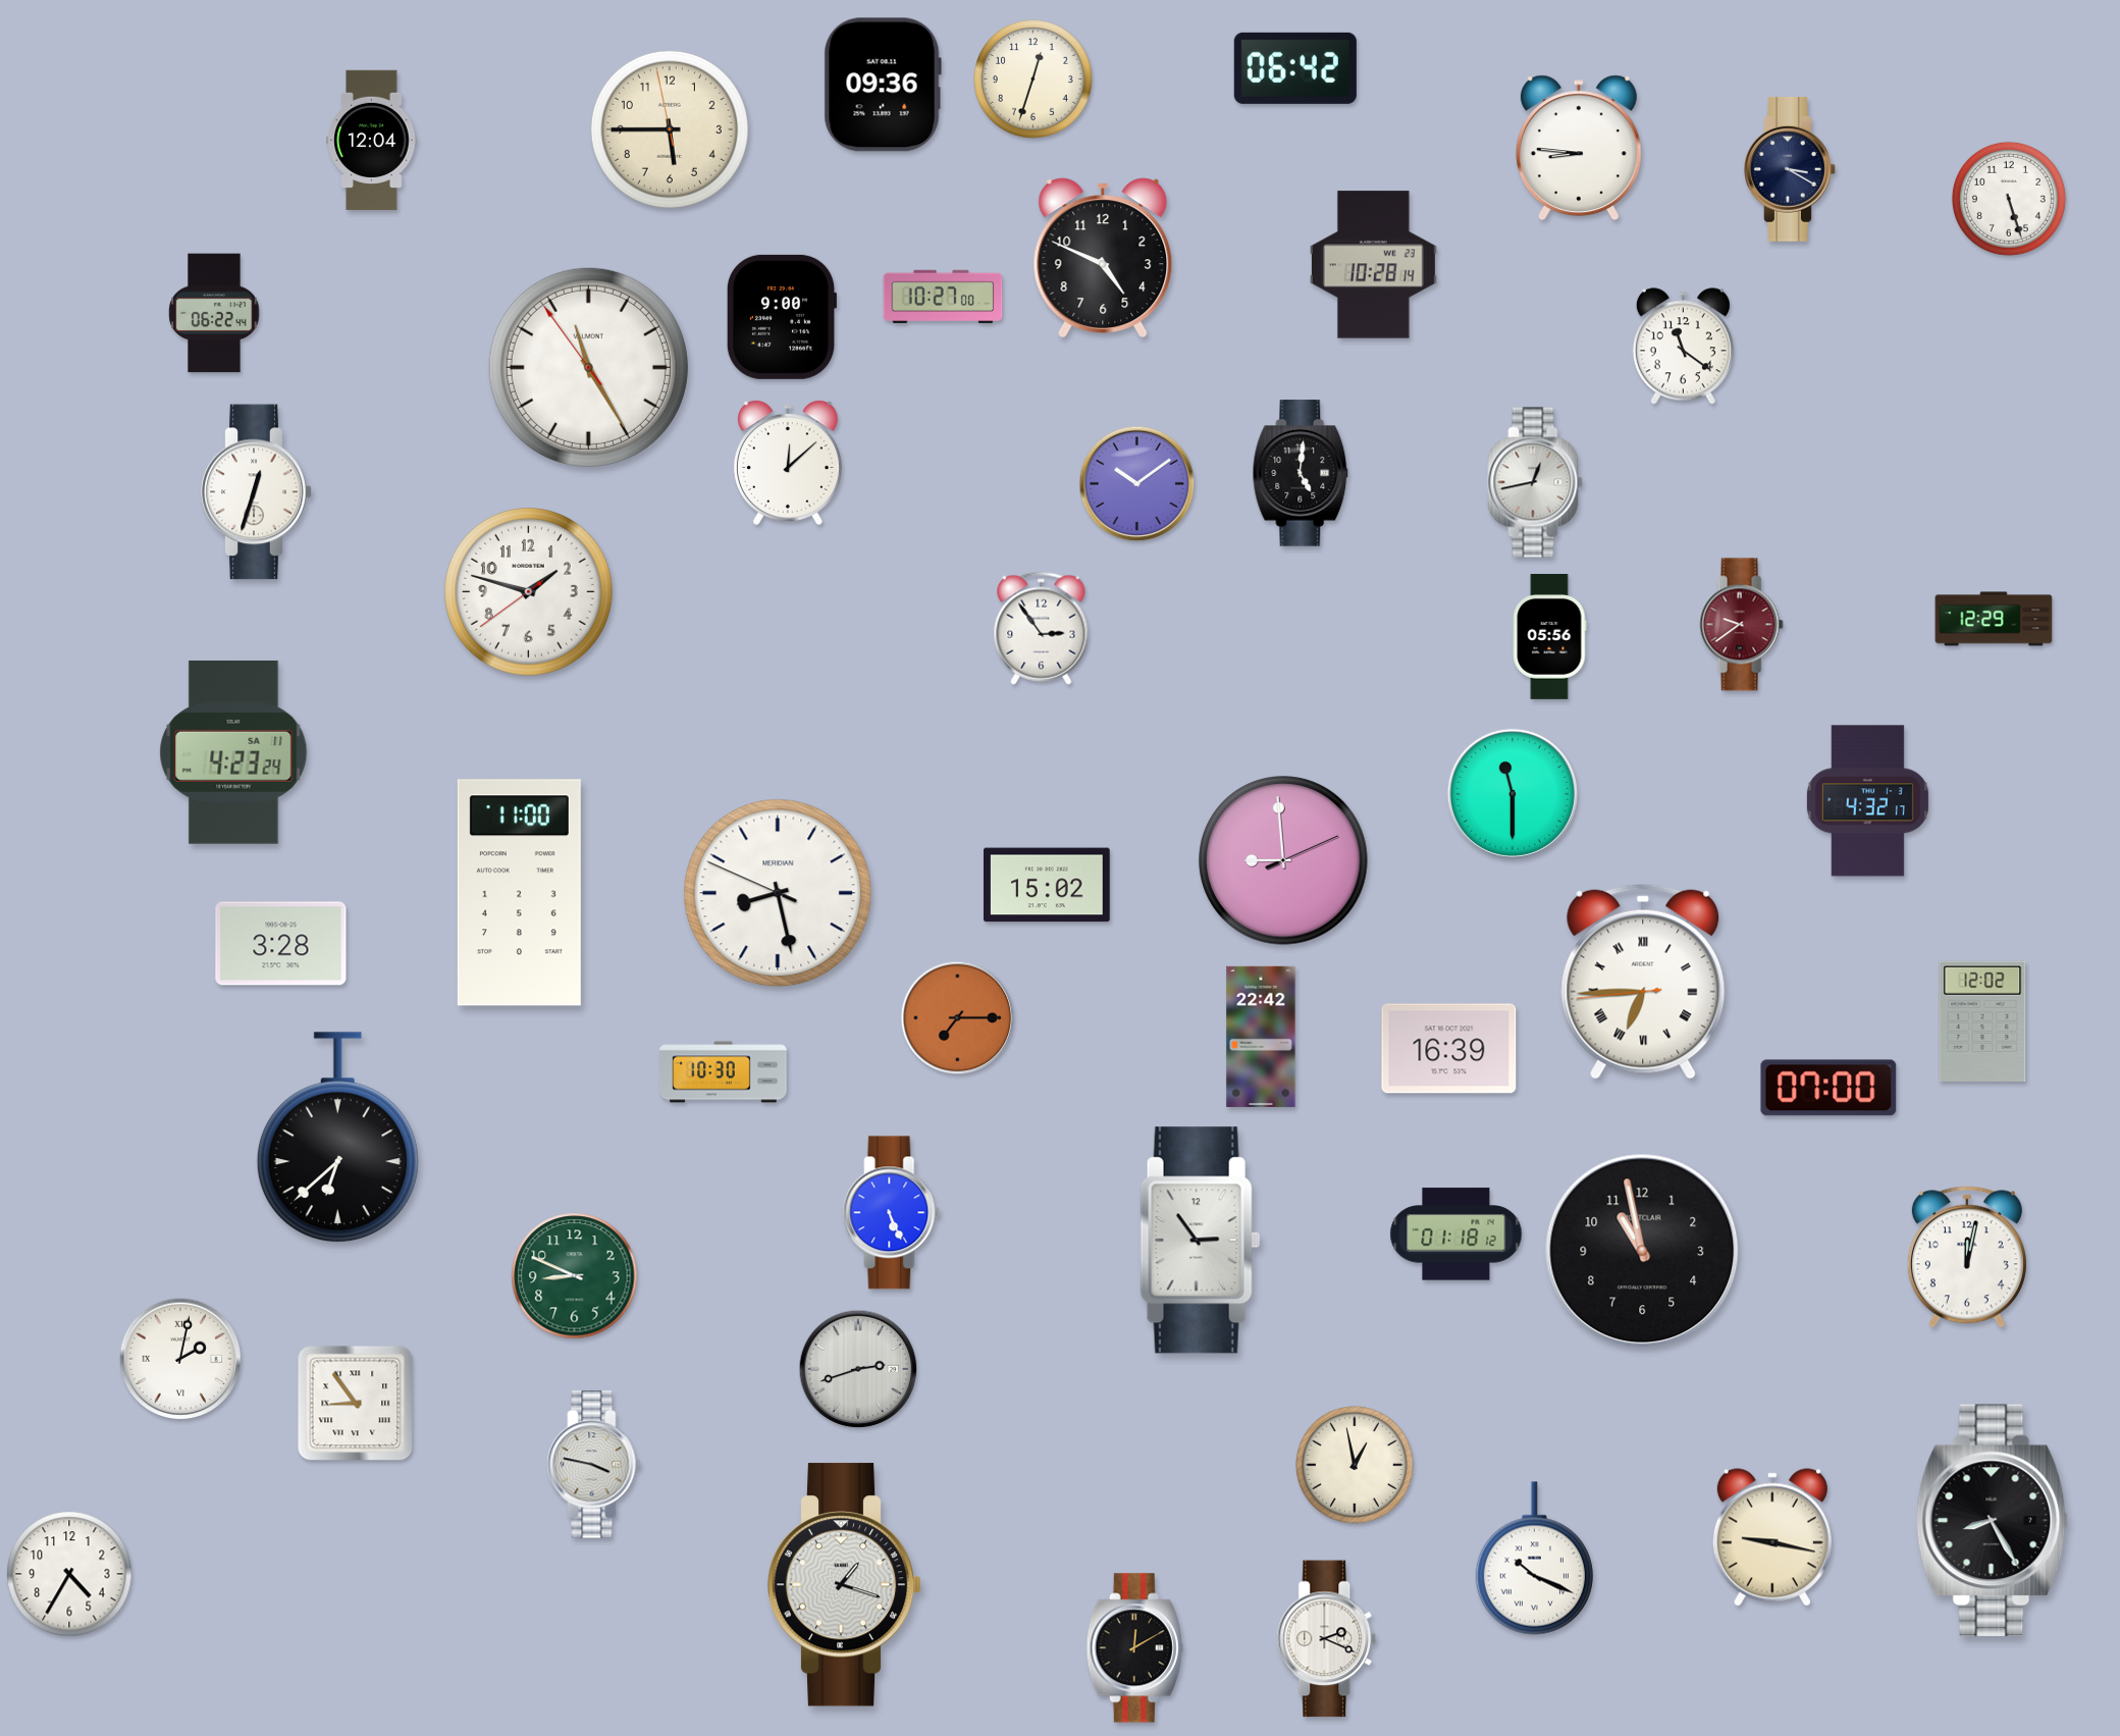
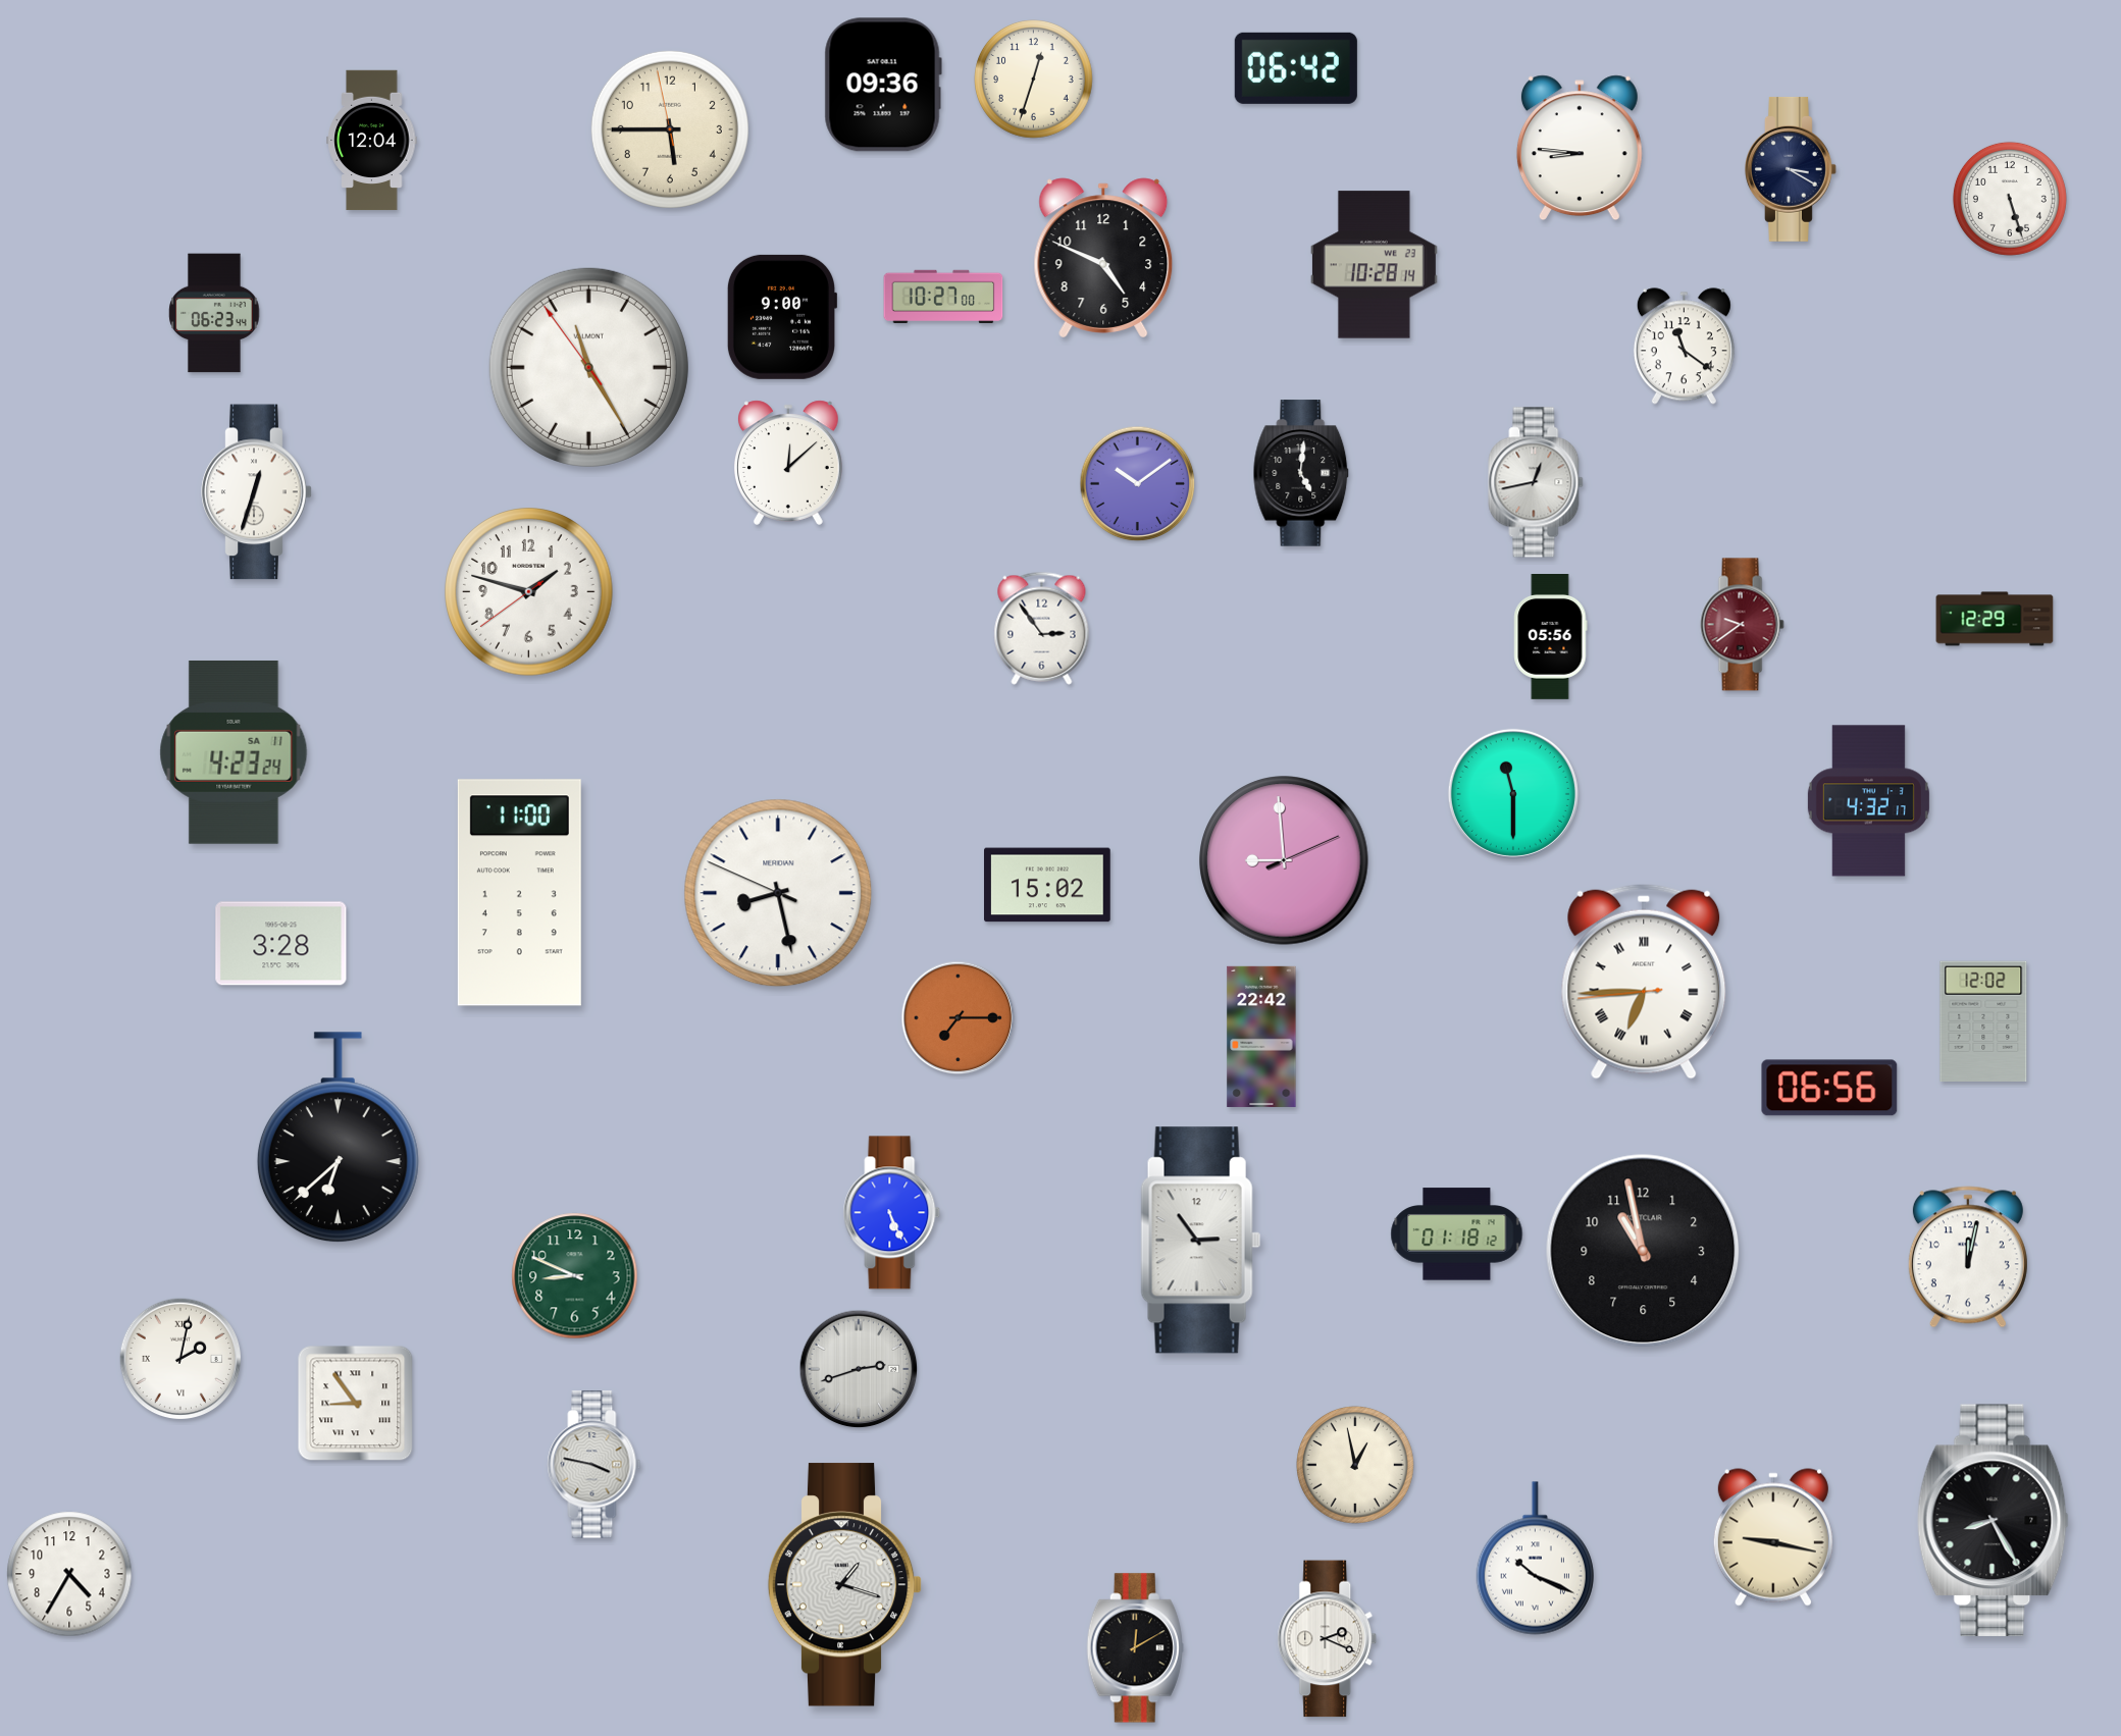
clock at (214, 313): 06:22 -> 06:23
clock at (1449, 1049): 16:39 -> none
clock at (724, 1072): 10:30 -> none
clock at (1828, 1088): 07:00 -> 06:56
